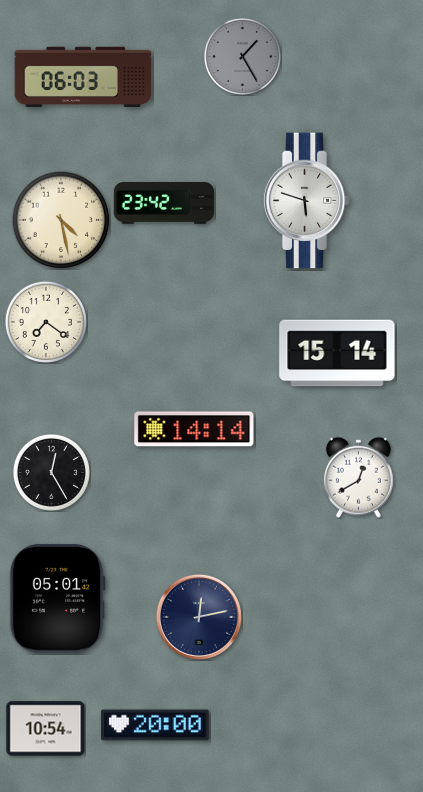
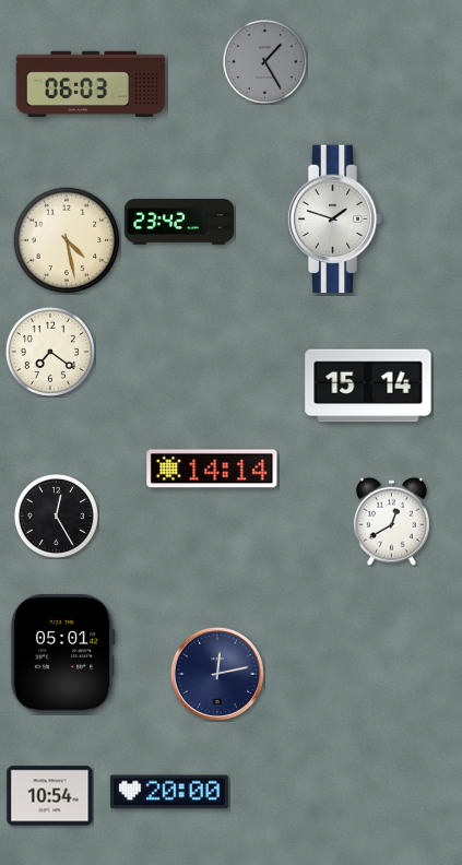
clock at (306, 201): 5:48 -> 1:48
